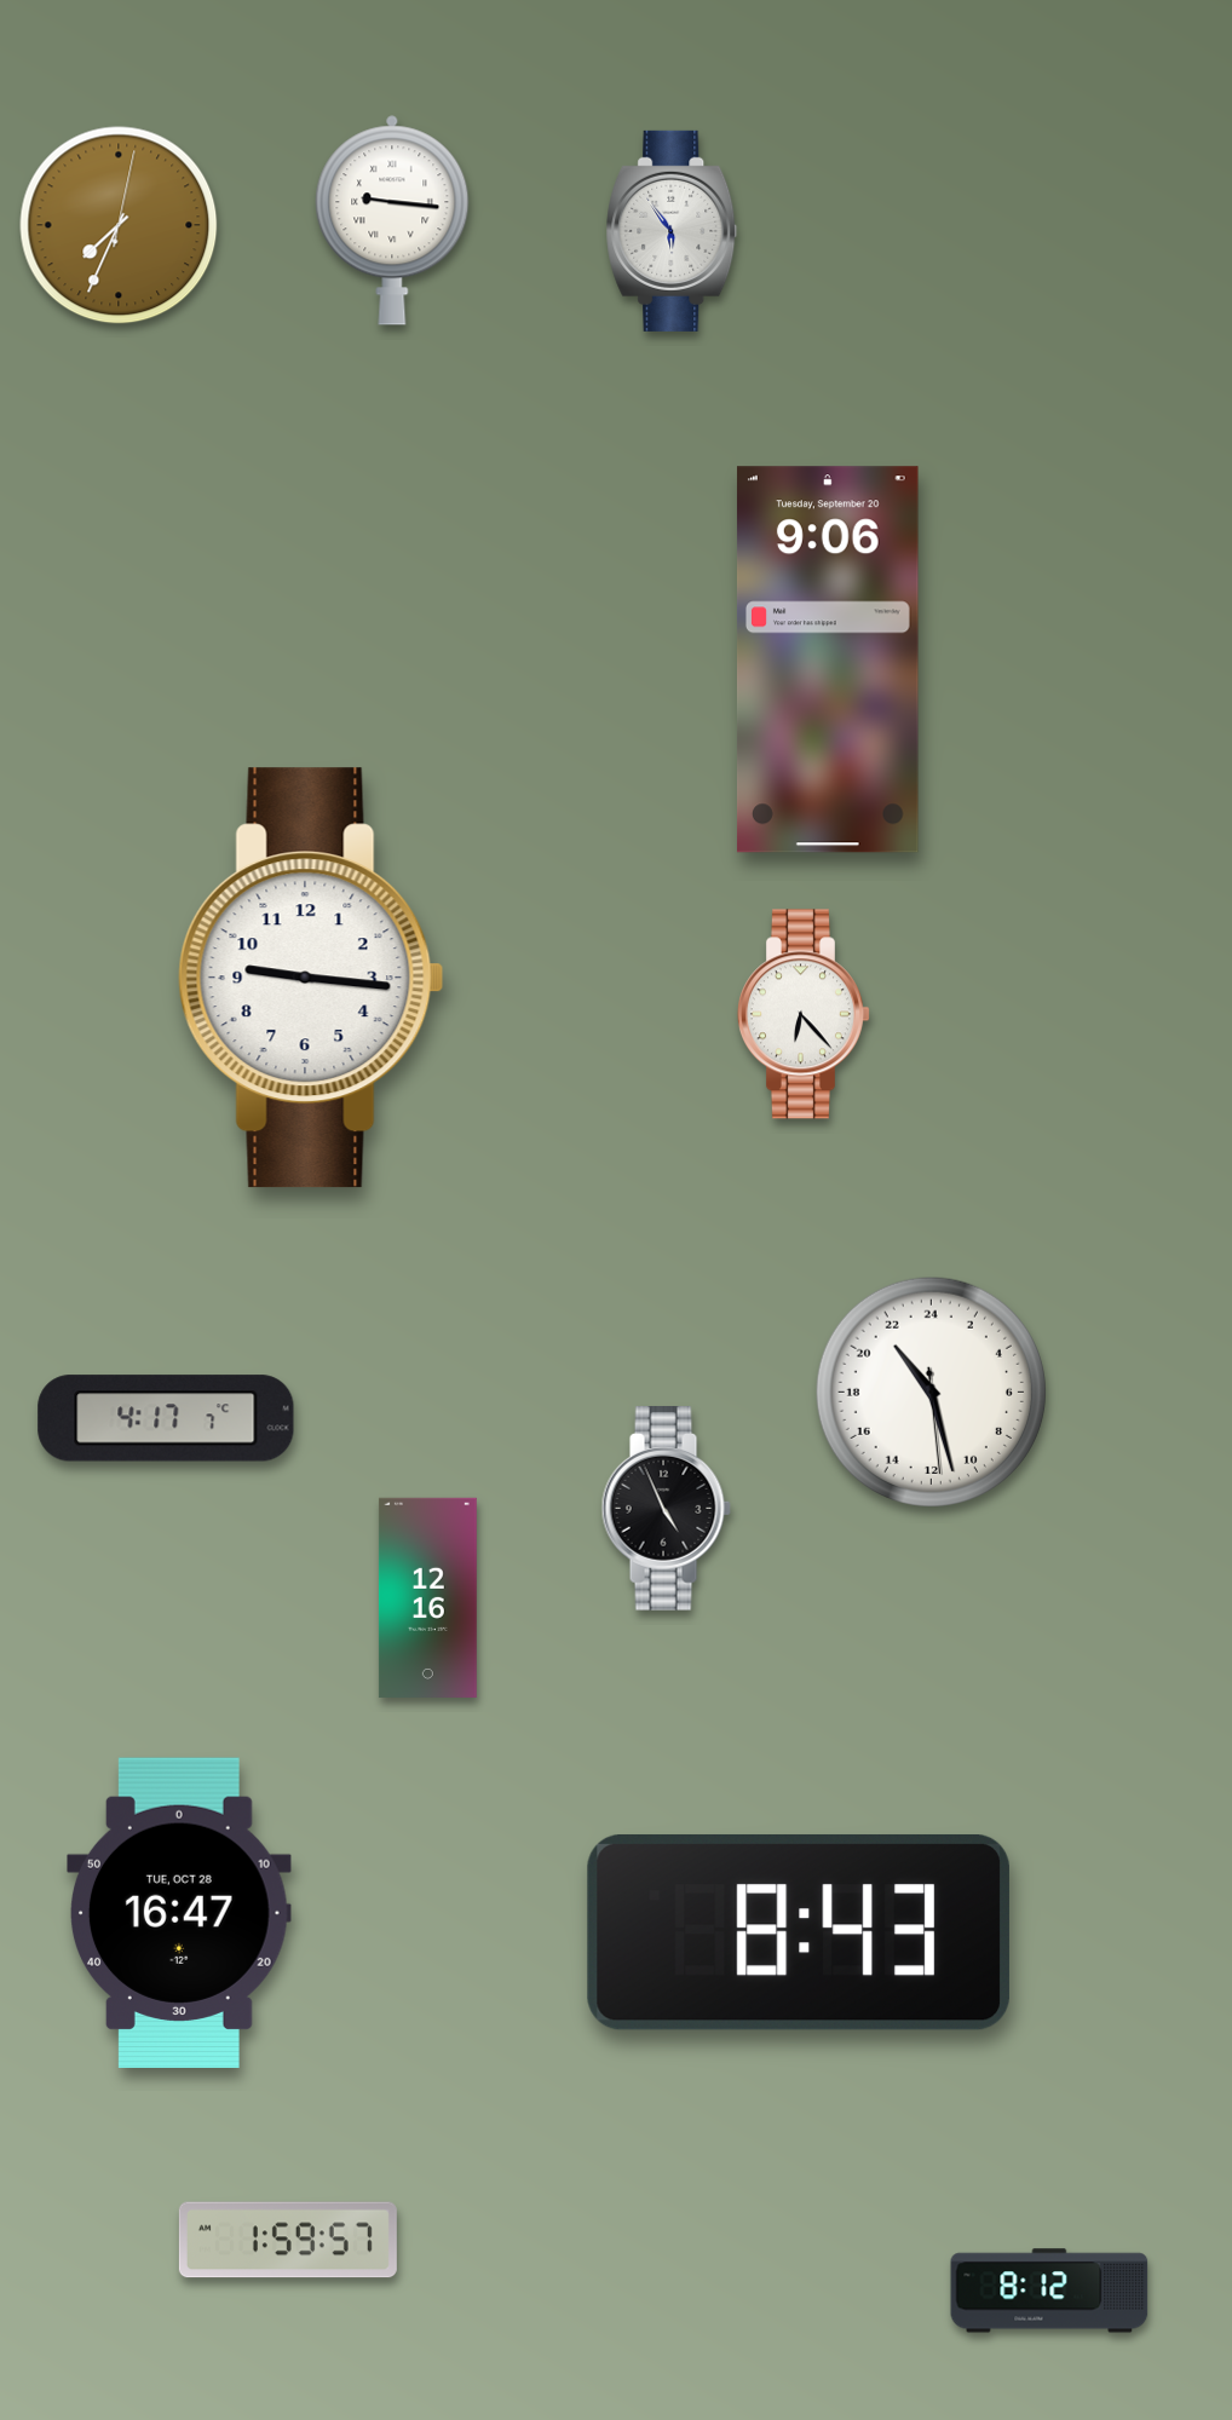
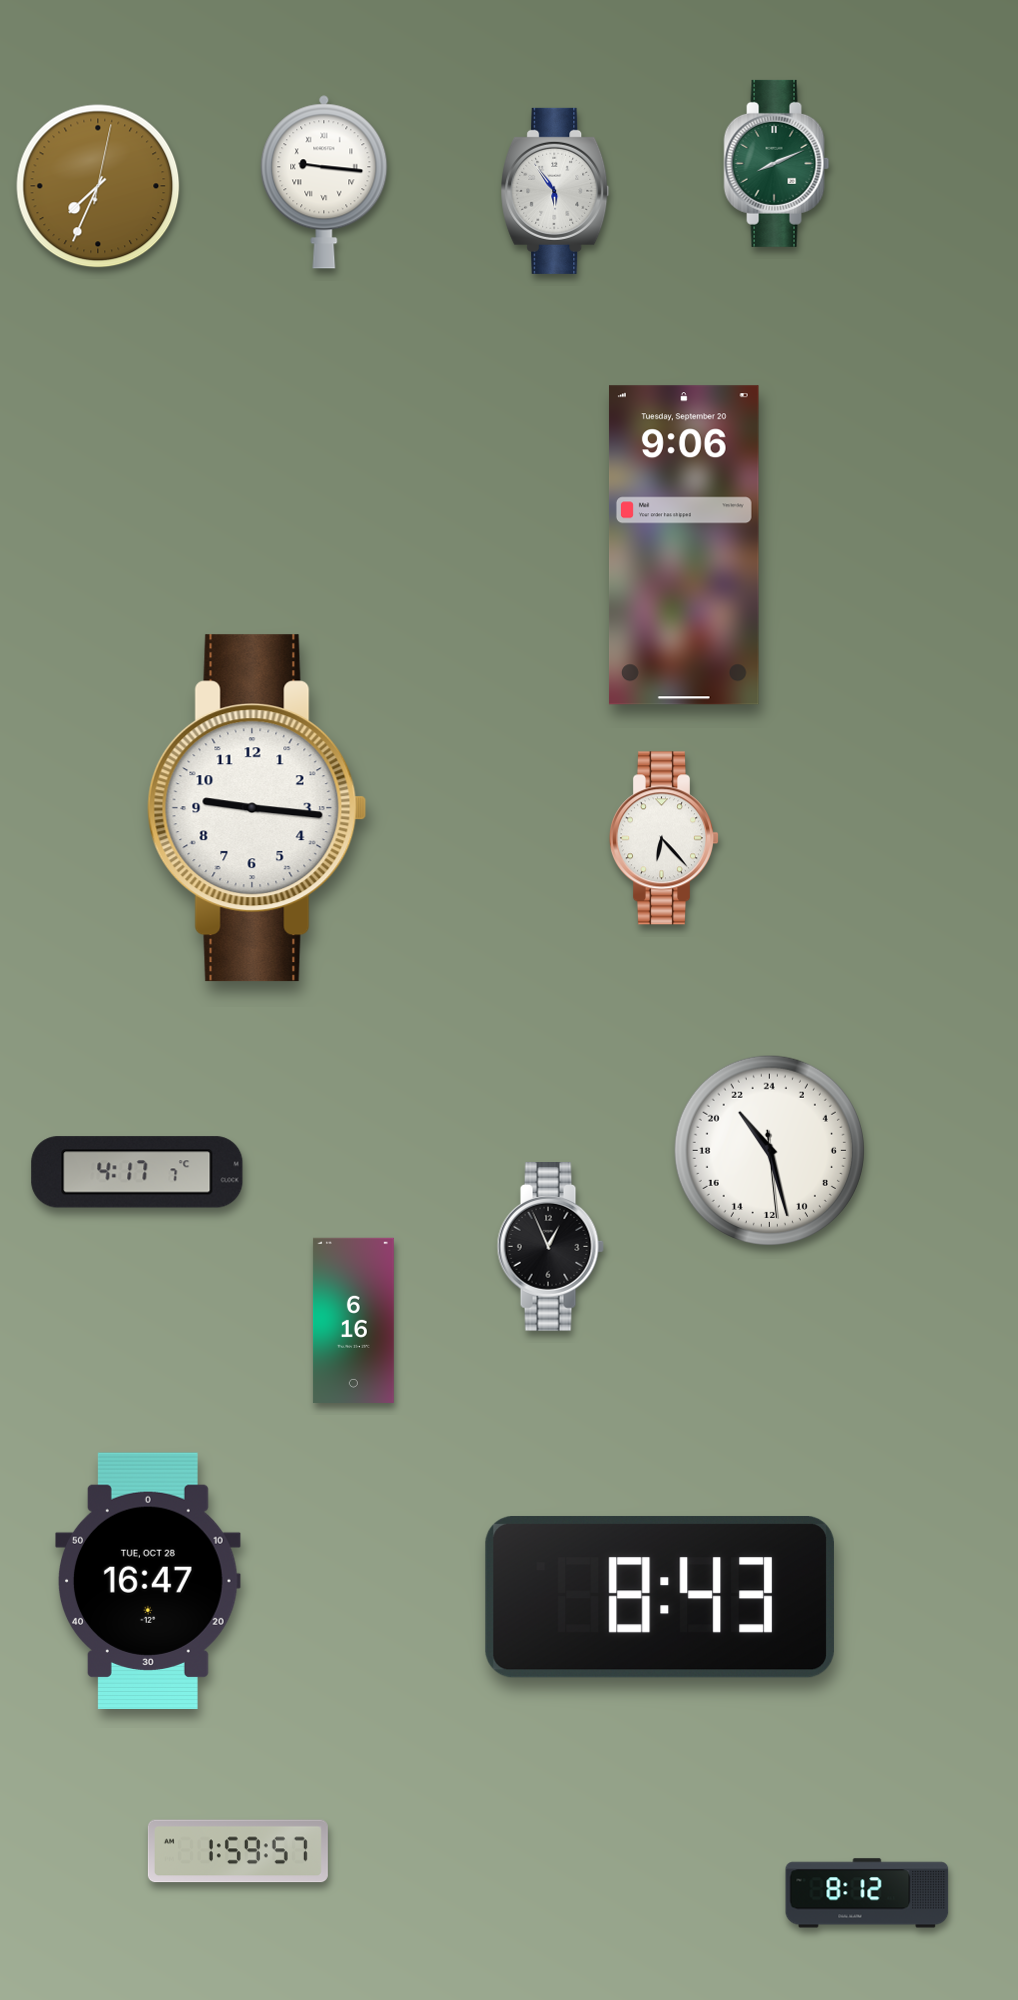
clock at (777, 163): none -> 8:11
clock at (666, 1509): 4:56 -> 12:56
clock at (427, 1597): 12:16 -> 6:16
